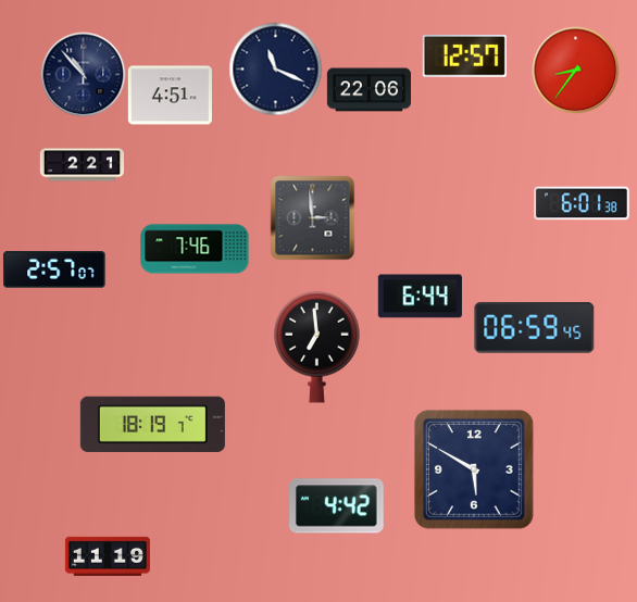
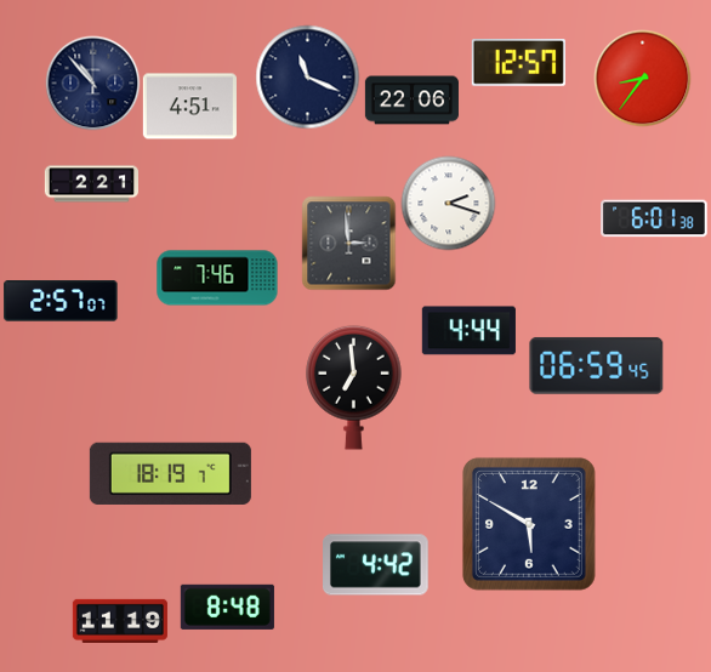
clock at (448, 203): none -> 2:18
clock at (582, 203) position: (582, 203) -> (654, 218)
clock at (420, 297): 6:44 -> 4:44
clock at (227, 606): none -> 8:48
